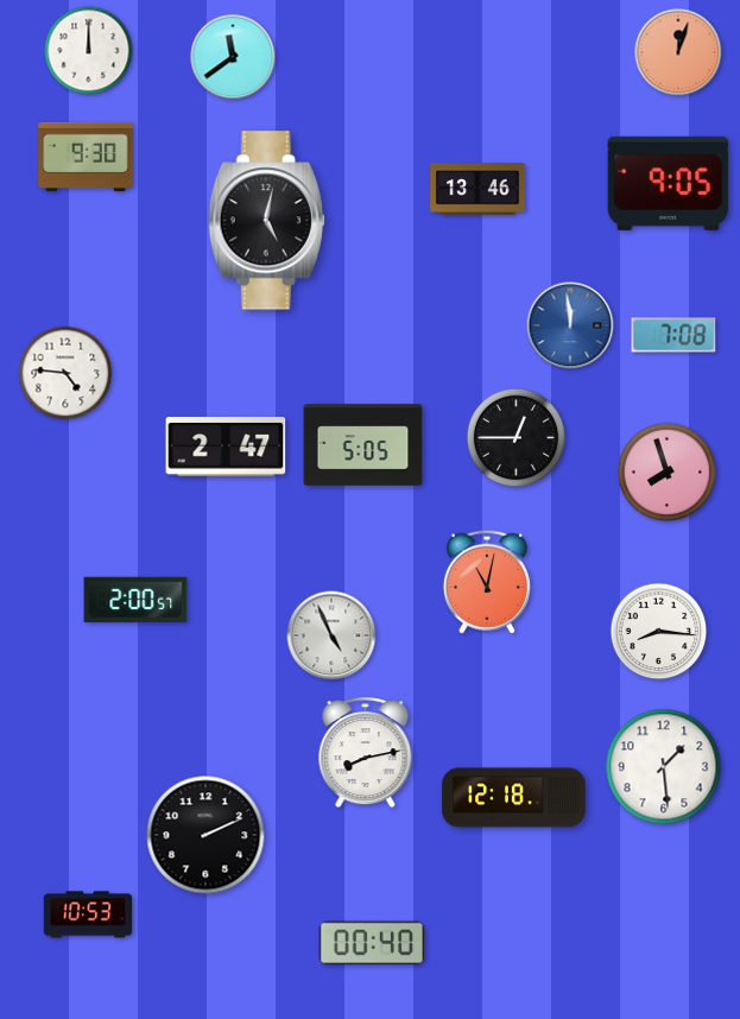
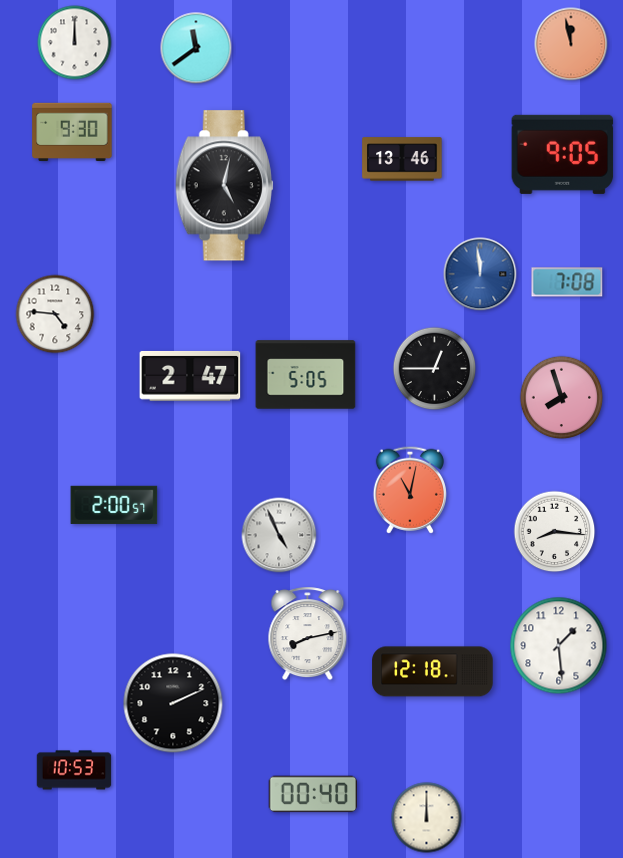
clock at (678, 52): 12:03 -> 11:58
clock at (427, 818): none -> 12:00
